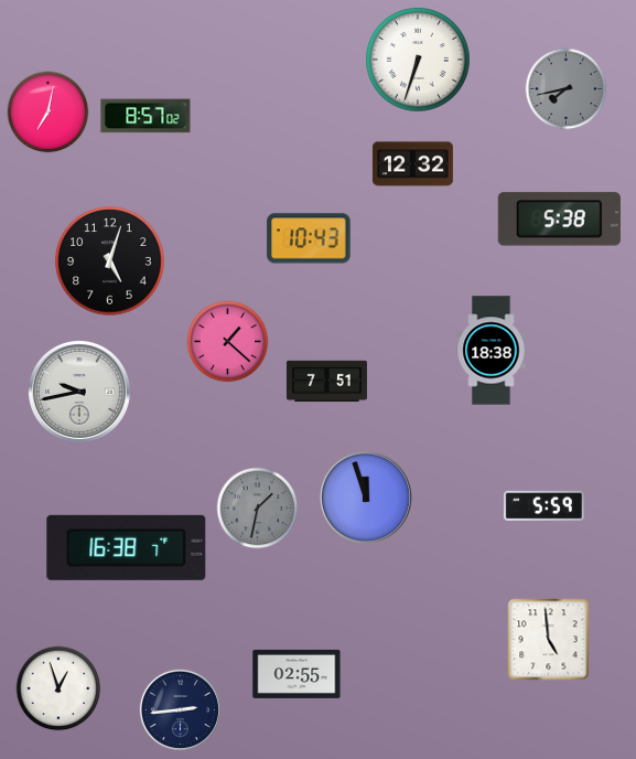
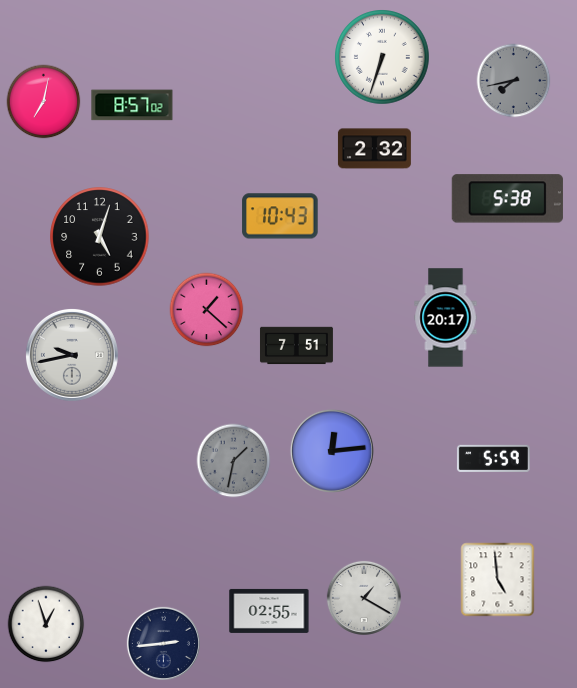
clock at (418, 60) position: (418, 60) -> (382, 57)
clock at (412, 164): 12:32 -> 2:32
clock at (492, 351): 18:38 -> 20:17
clock at (366, 498): 11:57 -> 12:14
clock at (127, 547): 16:38 -> none
clock at (364, 598): none -> 1:20
clock at (58, 688) position: (58, 688) -> (46, 624)
